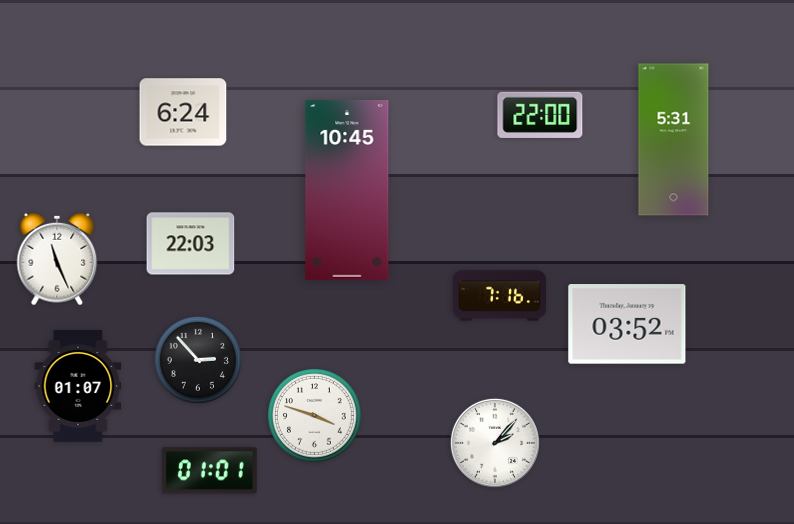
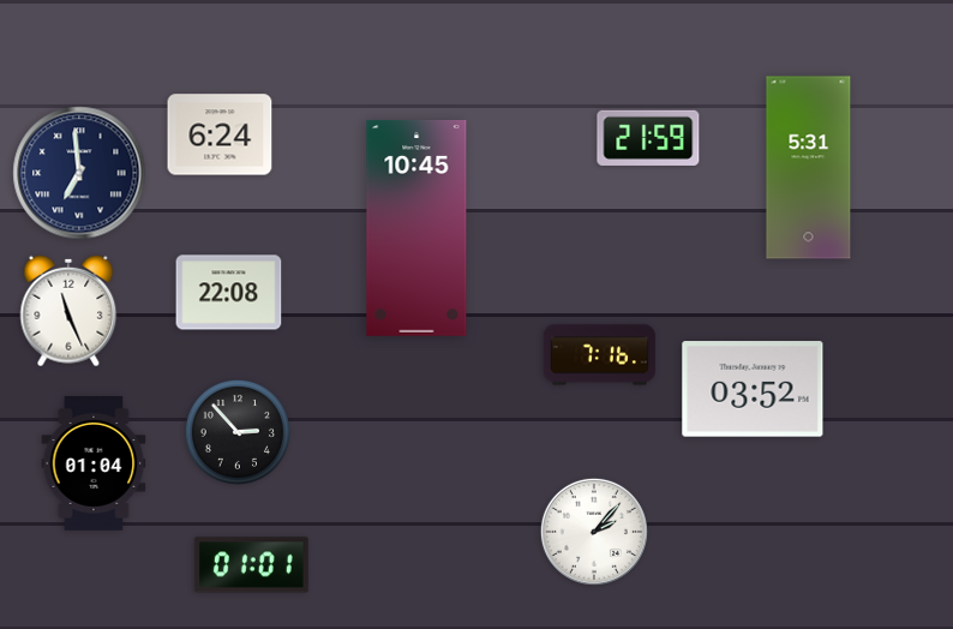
clock at (540, 115): 22:00 -> 21:59
clock at (79, 173): none -> 6:59
clock at (191, 244): 22:03 -> 22:08
clock at (78, 387): 01:07 -> 01:04
clock at (315, 416): 3:48 -> none
